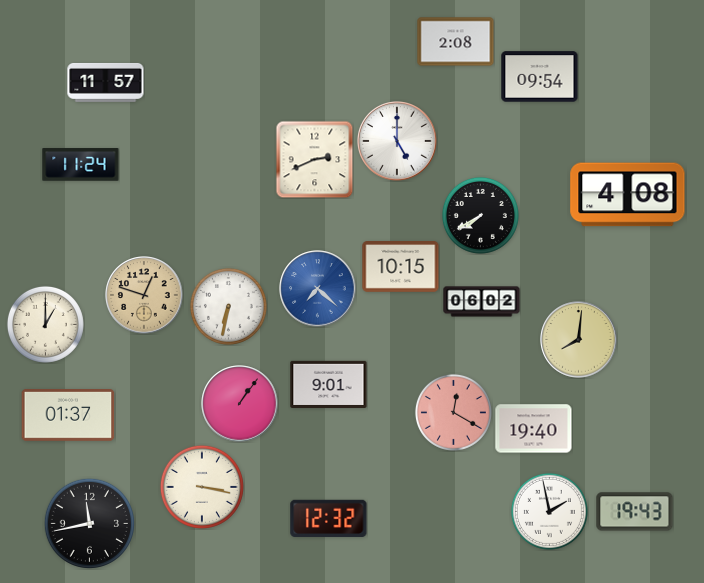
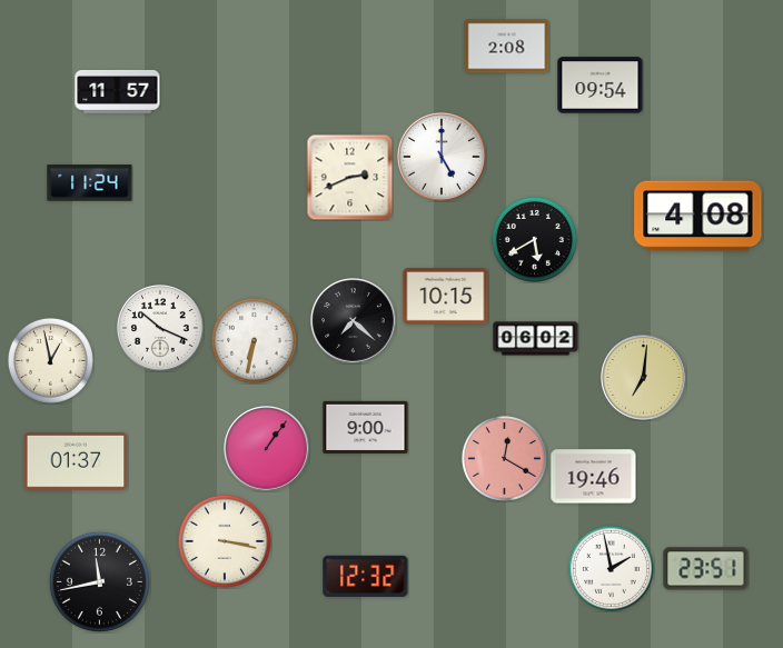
clock at (480, 215): 7:40 -> 5:40
clock at (318, 289) dial: blue -> black
clock at (144, 295): 12:48 -> 10:19
clock at (144, 295) dial: champagne -> white
clock at (482, 302) position: (482, 302) -> (536, 339)
clock at (45, 324): 1:00 -> 12:58
clock at (579, 340): 8:01 -> 7:01
clock at (329, 384): 9:01 -> 9:00
clock at (534, 429): 19:40 -> 19:46
clock at (635, 512): 19:43 -> 23:51
